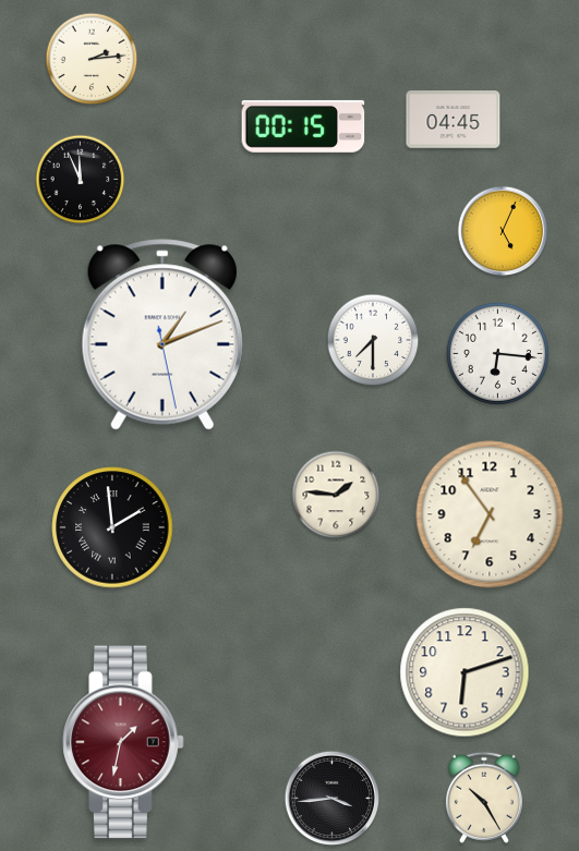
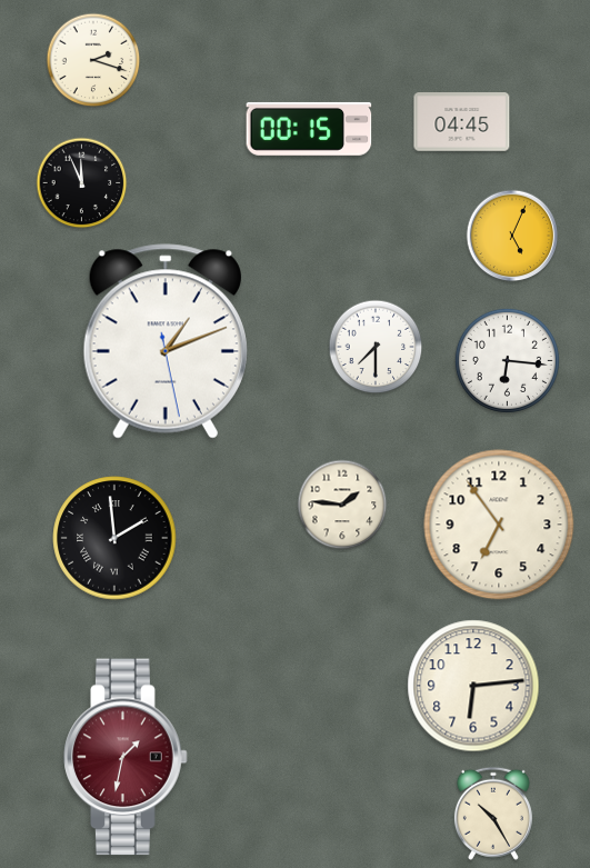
clock at (92, 59): 2:14 -> 2:18
clock at (373, 340) position: (373, 340) -> (376, 347)
clock at (465, 672): 6:12 -> 6:14
clock at (333, 799): 3:44 -> none
